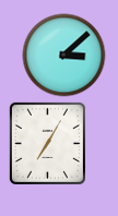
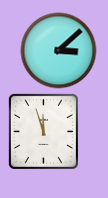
clock at (47, 143): 7:05 -> 11:57
